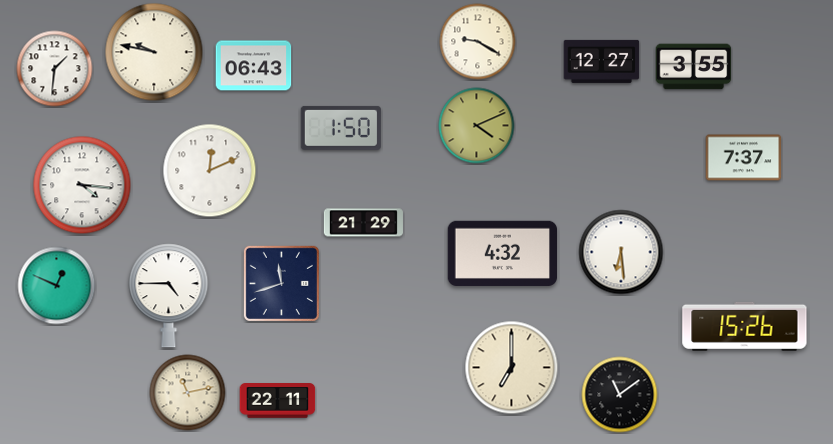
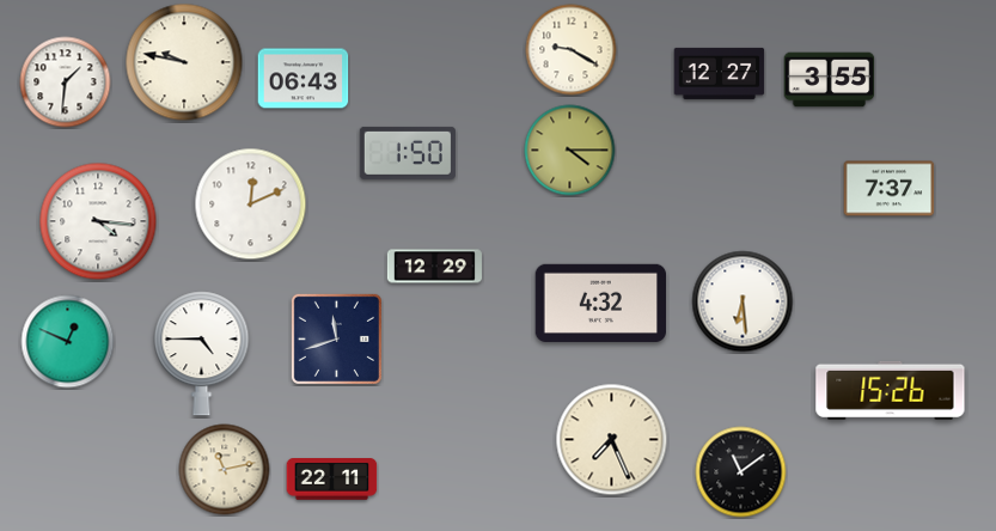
clock at (477, 126): 4:11 -> 4:15
clock at (363, 223): 21:29 -> 12:29
clock at (512, 368): 7:00 -> 7:26
